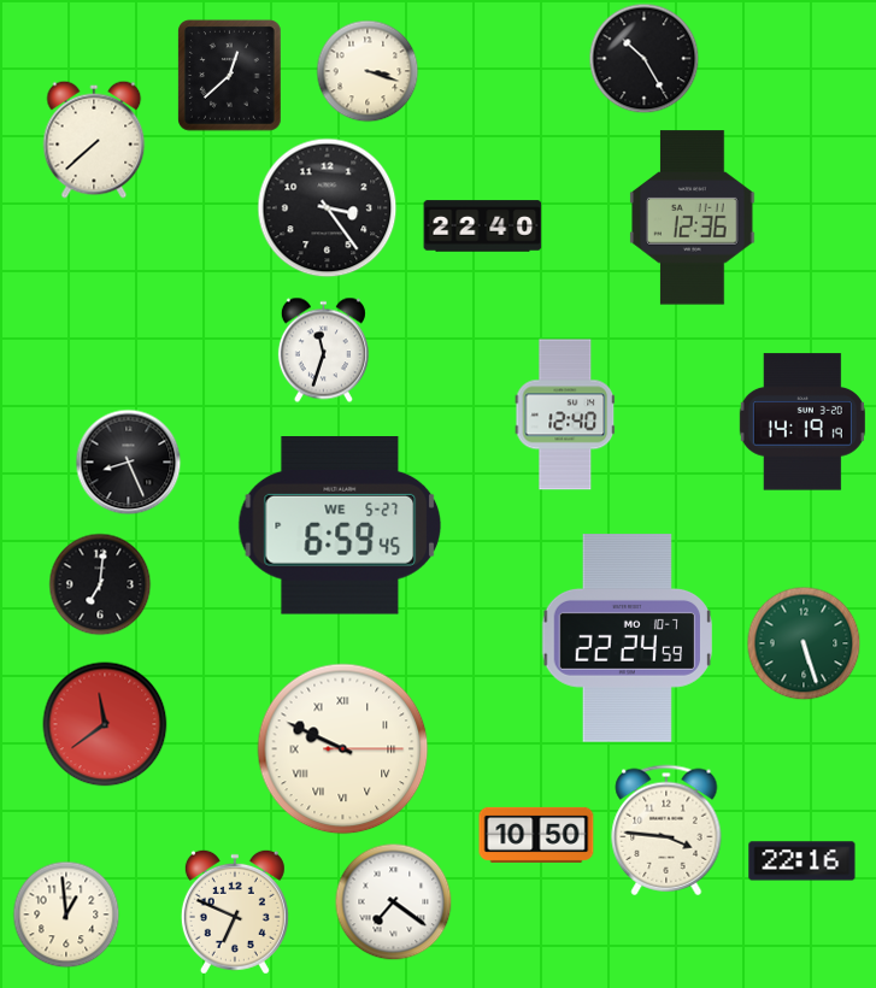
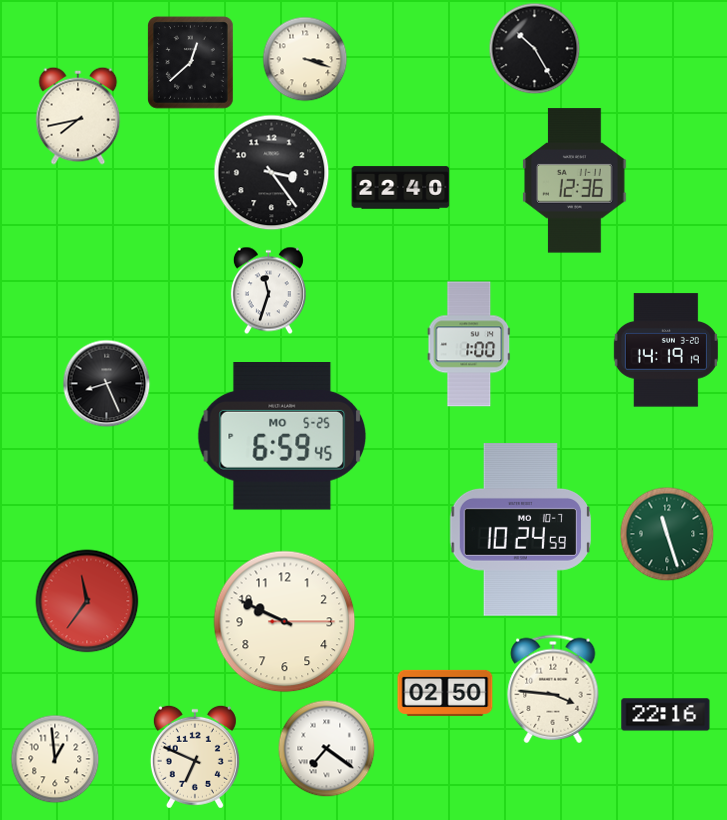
clock at (94, 140): 7:38 -> 7:43
clock at (565, 414): 12:40 -> 1:00
clock at (340, 527) date: WE 5-27 -> MO 5-25
clock at (100, 584): 7:01 -> none
clock at (627, 639): 22:24 -> 10:24
clock at (804, 643): 5:27 -> 11:27
clock at (105, 724): 11:39 -> 11:36
clock at (343, 749) numerals: Roman -> Arabic
clock at (536, 835): 10:50 -> 02:50
